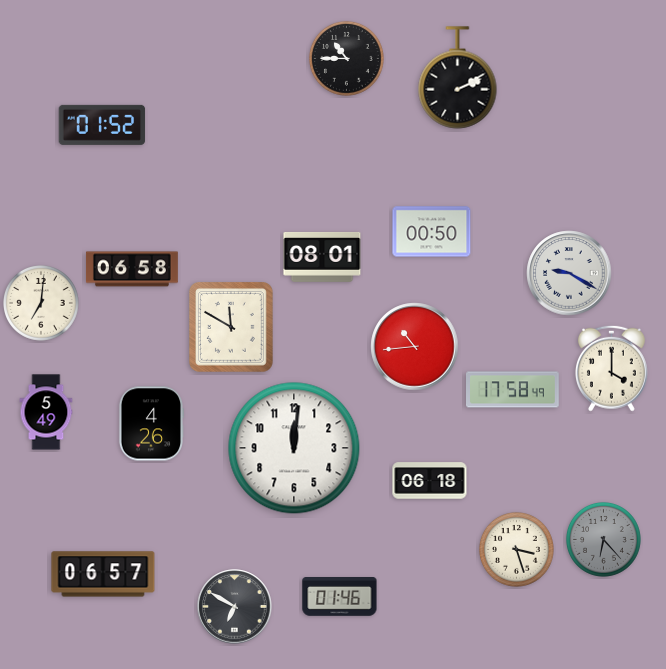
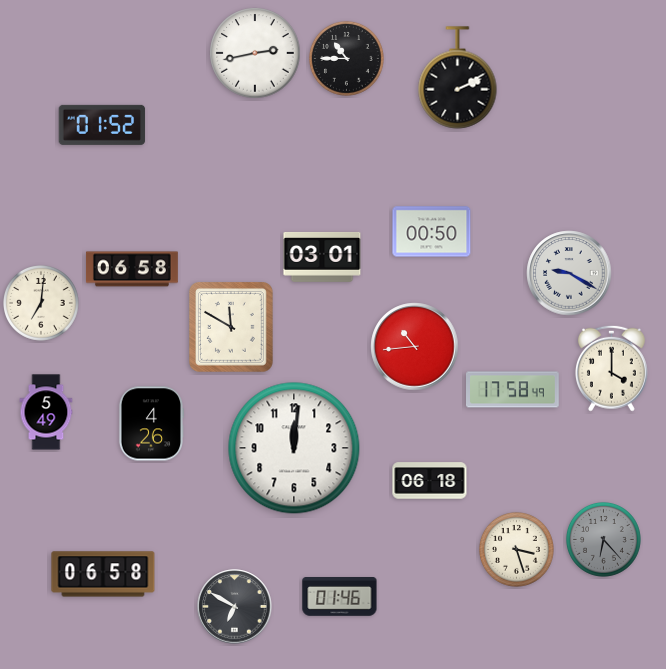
clock at (255, 53): none -> 2:43
clock at (322, 257): 08:01 -> 03:01
clock at (103, 574): 06:57 -> 06:58
